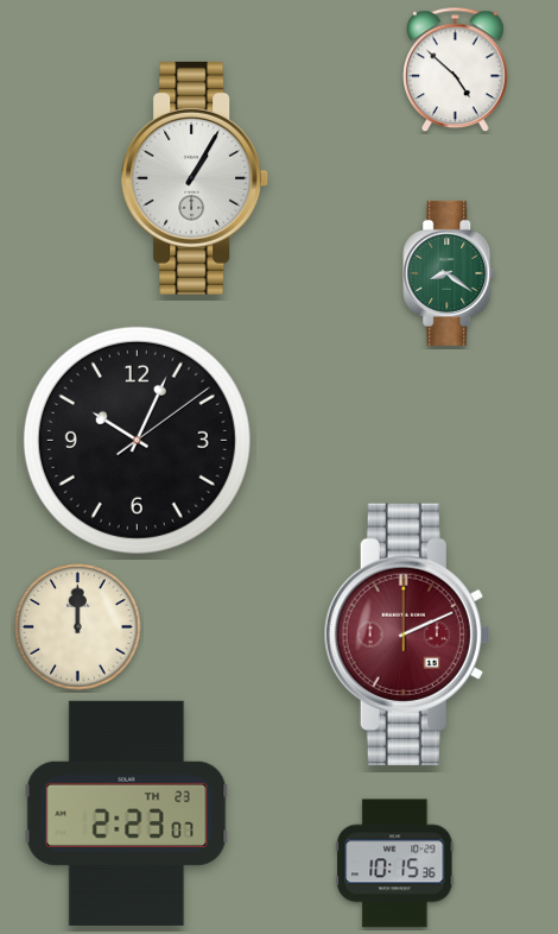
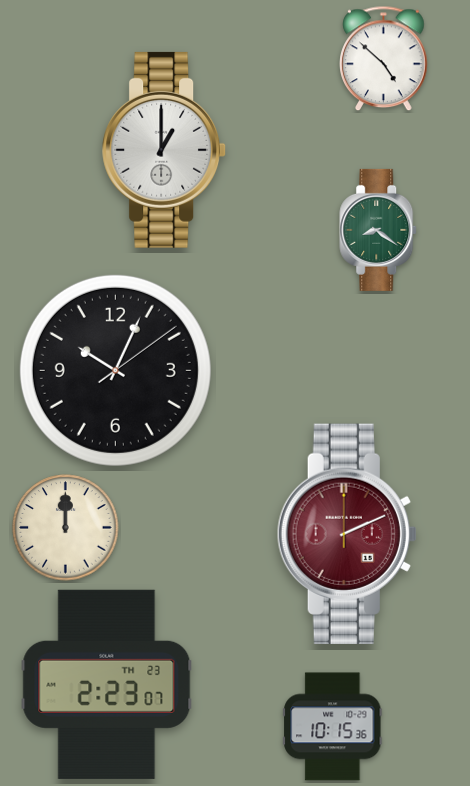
clock at (196, 178): 1:05 -> 1:00
clock at (407, 635) position: (407, 635) -> (347, 534)
